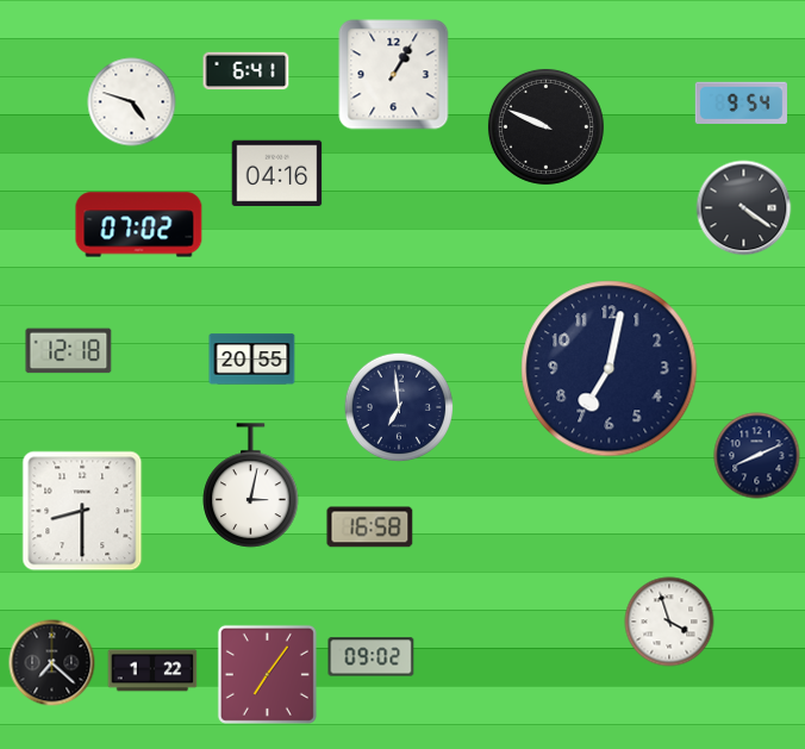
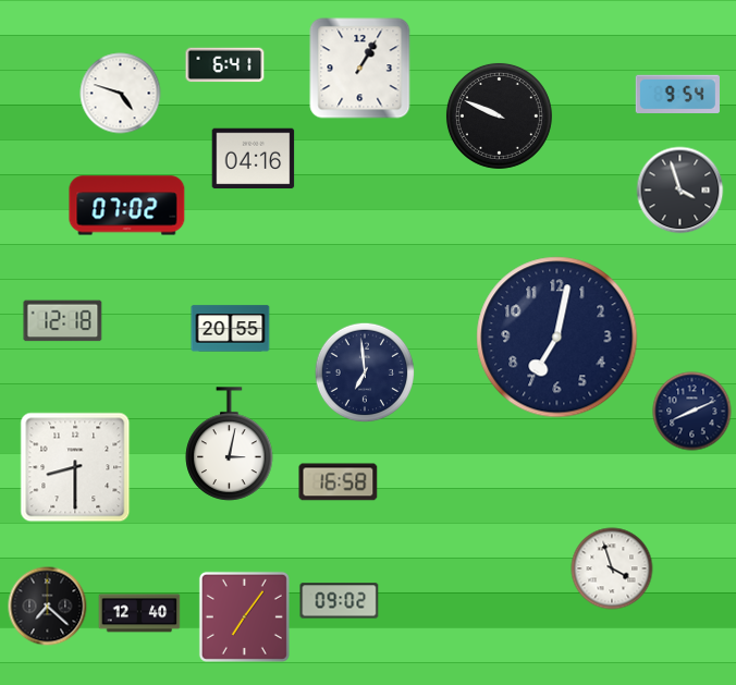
clock at (744, 208): 4:21 -> 3:57
clock at (757, 456) position: (757, 456) -> (692, 412)
clock at (152, 670): 1:22 -> 12:40
